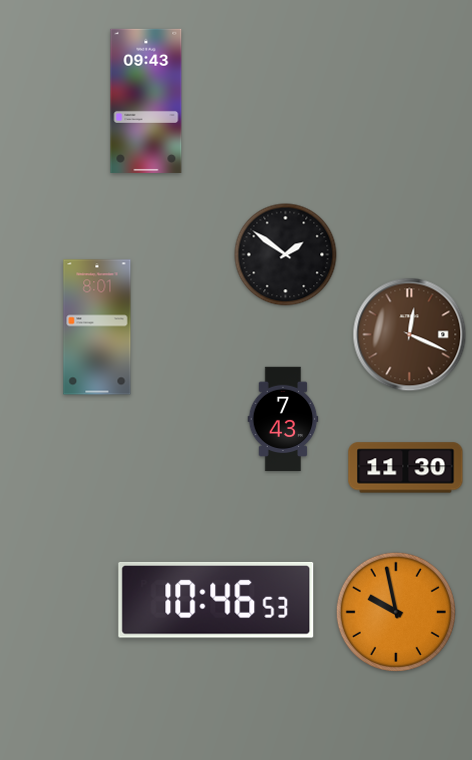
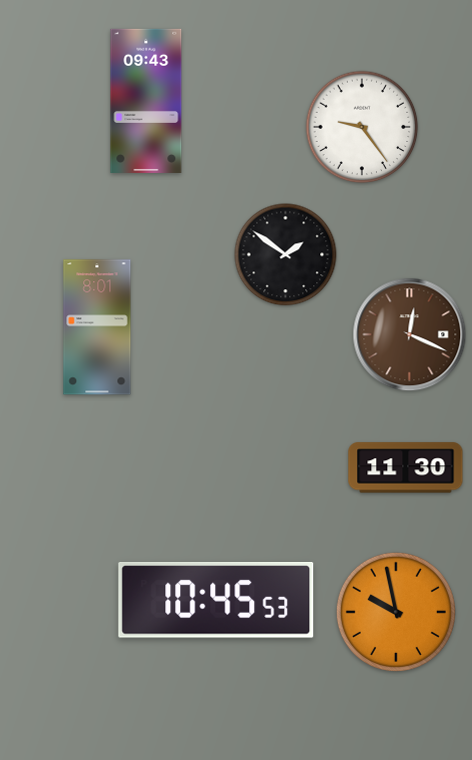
clock at (362, 127): none -> 9:24
clock at (283, 419): 7:43 -> none
clock at (216, 600): 10:46 -> 10:45
